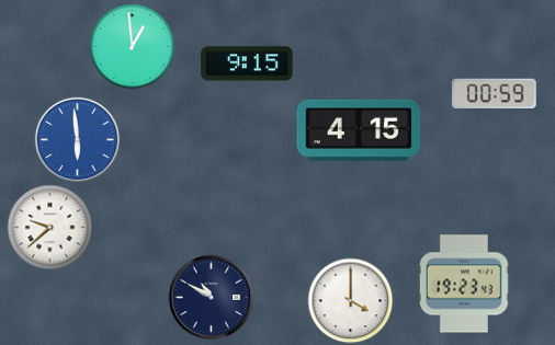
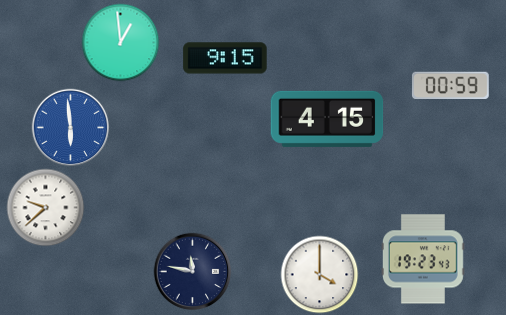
clock at (211, 297): 10:50 -> 11:47
